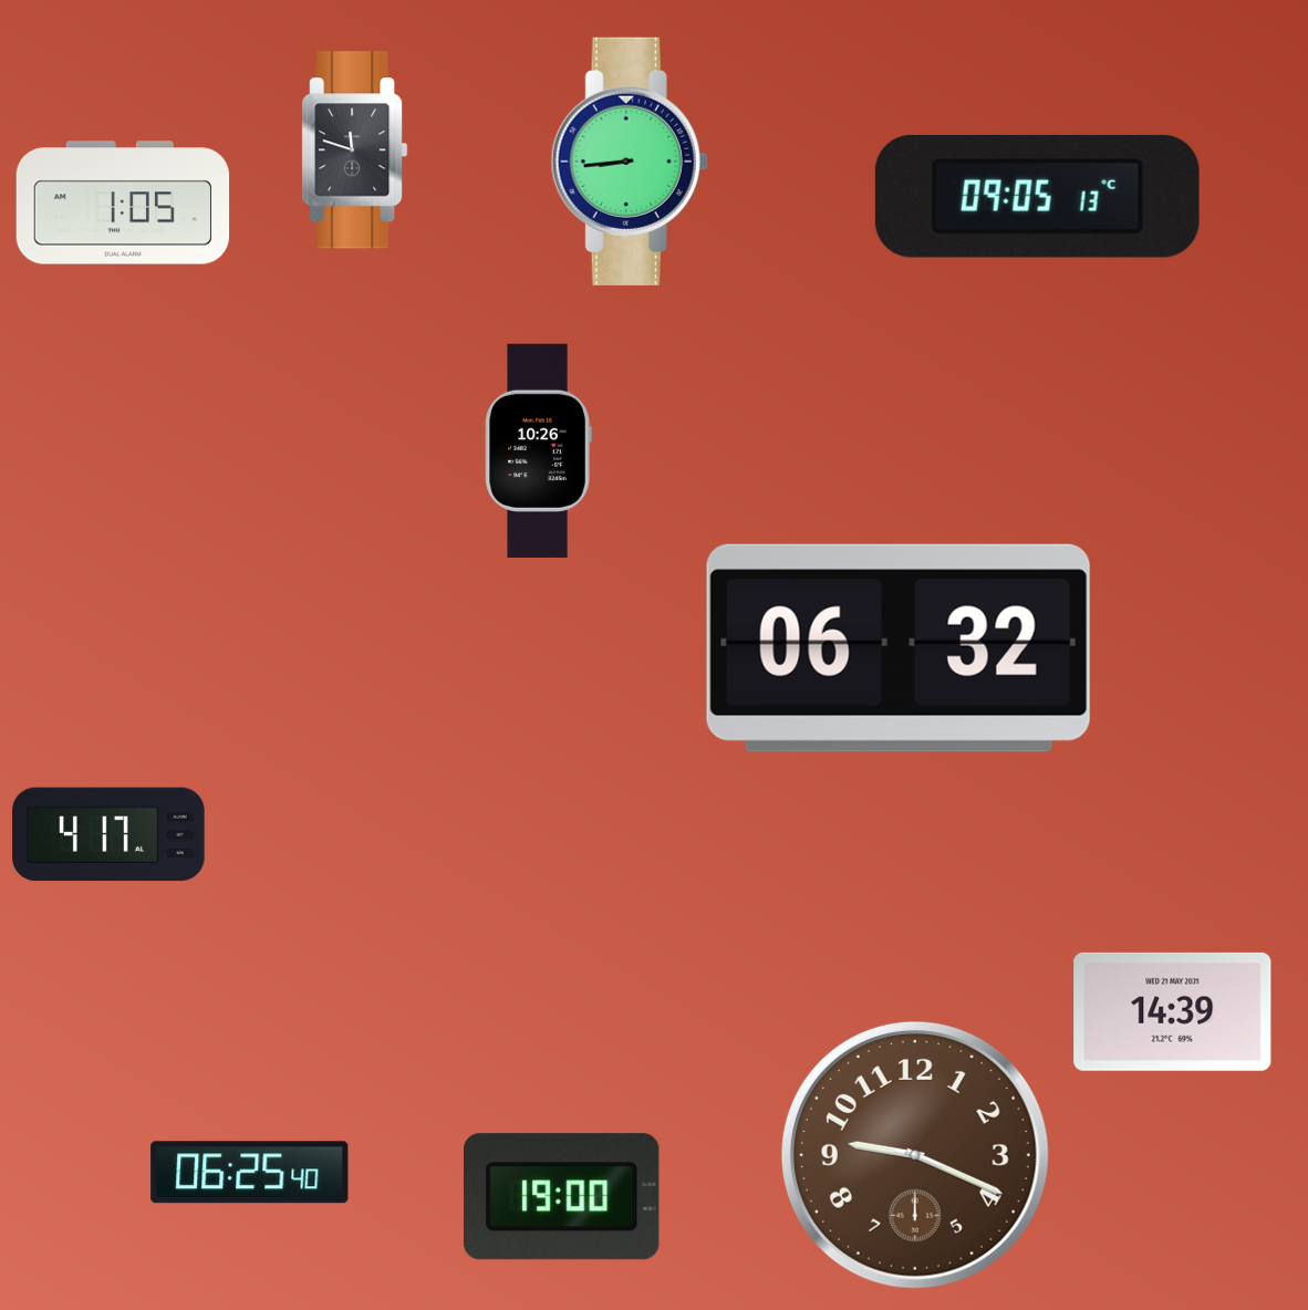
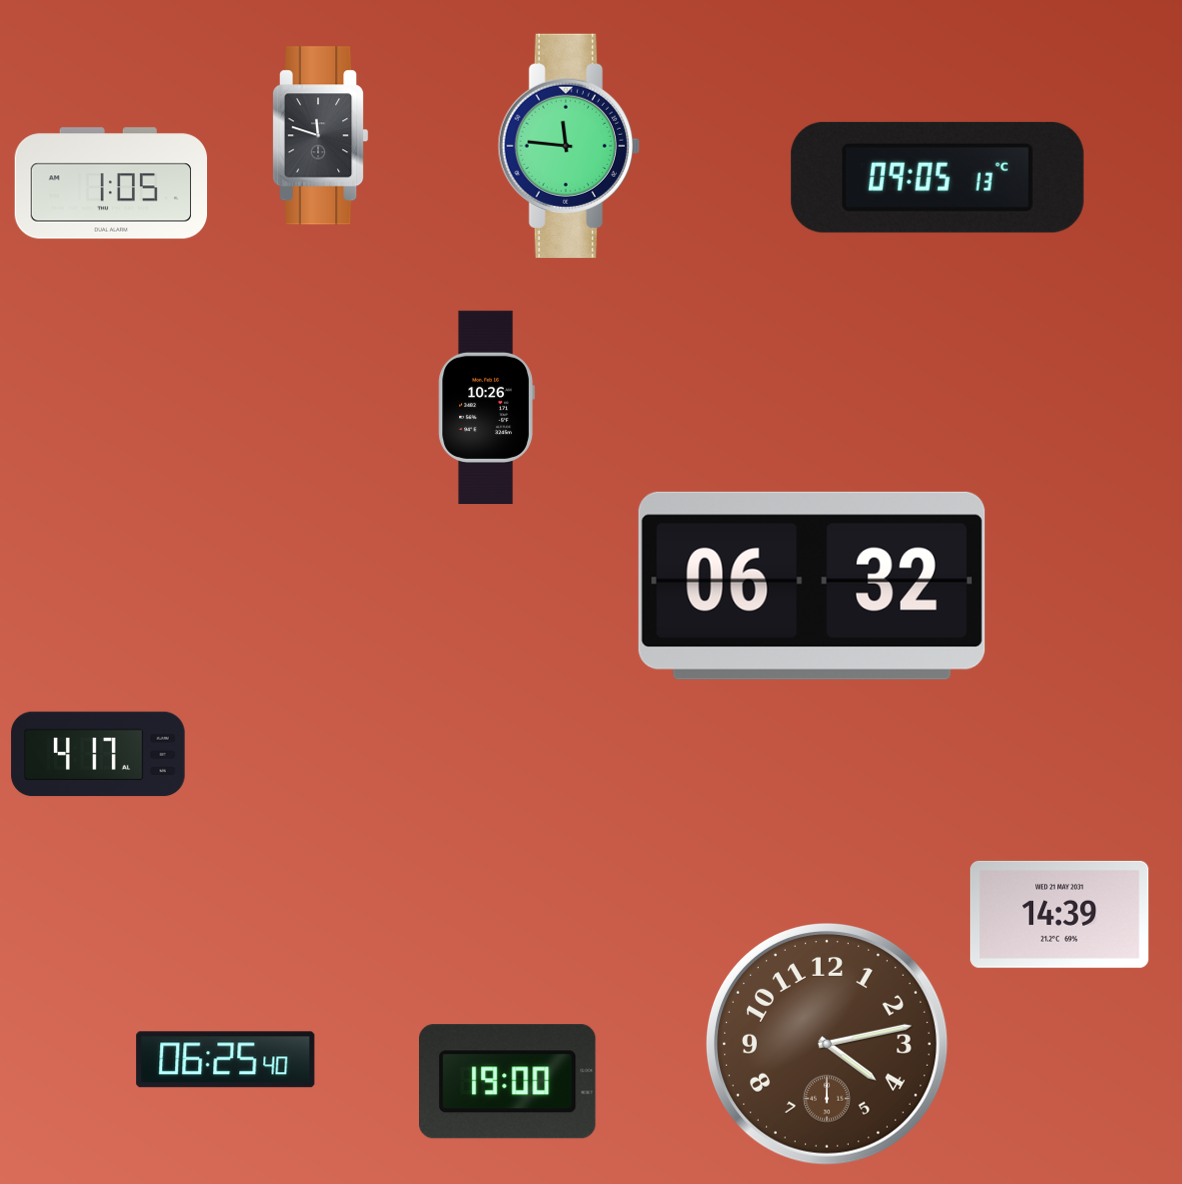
clock at (630, 162): 8:44 -> 11:46
clock at (915, 1155): 9:19 -> 4:13
